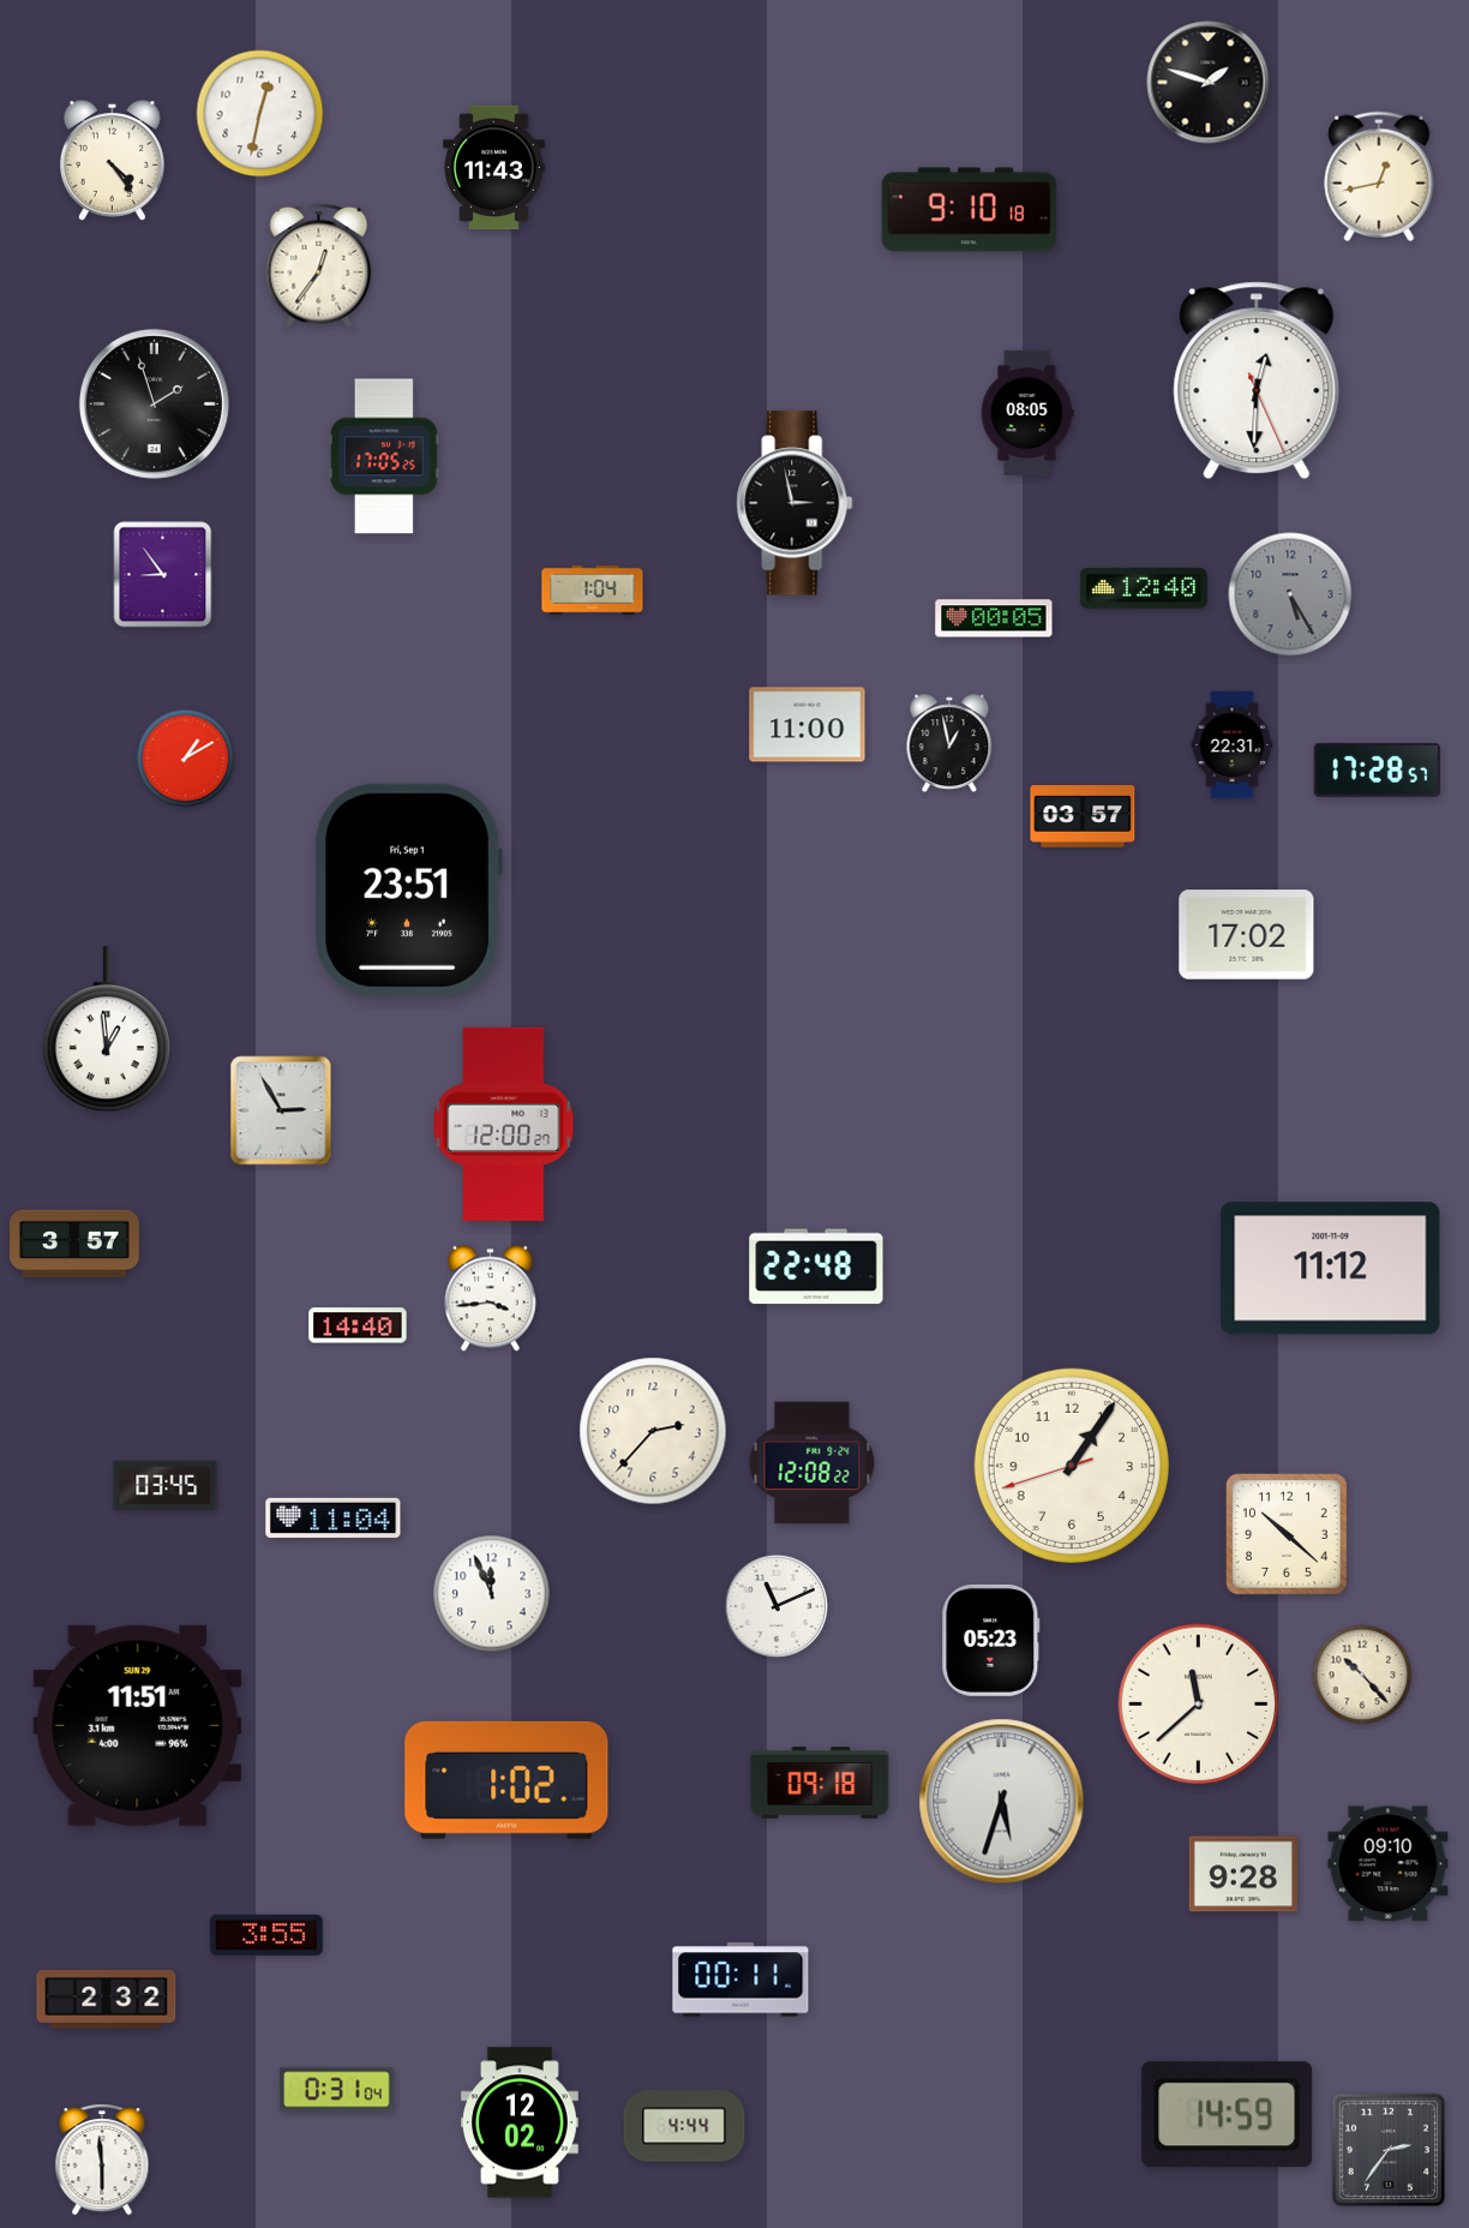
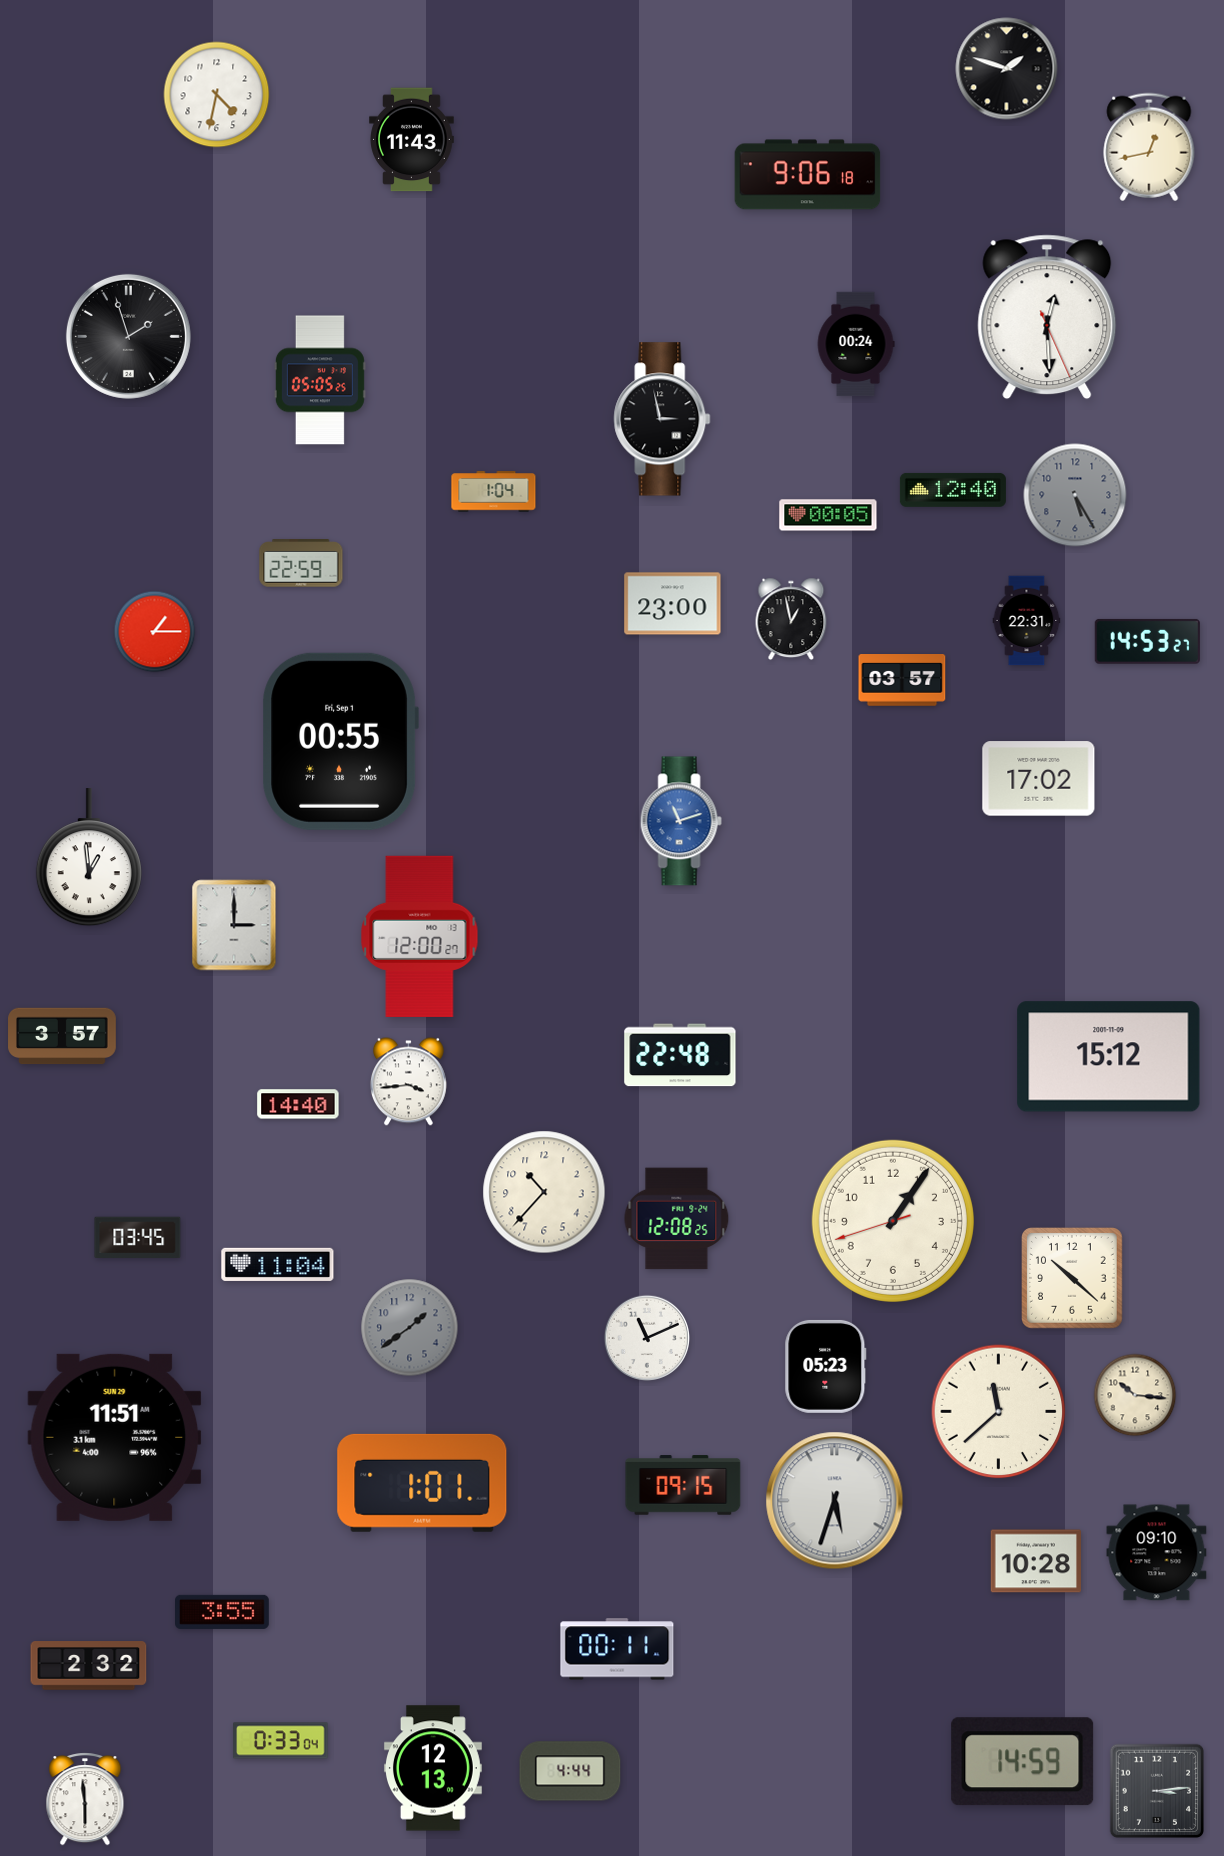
clock at (260, 114): 12:32 -> 4:32
clock at (112, 160): 4:24 -> none
clock at (970, 210): 9:10 -> 9:06
clock at (319, 265): 12:36 -> none
clock at (1257, 381): 12:30 -> 12:29
clock at (1027, 413): 08:05 -> 00:24
clock at (384, 456): 17:05 -> 05:05
clock at (163, 575): 8:54 -> none
clock at (301, 563): none -> 22:59
clock at (808, 725): 11:00 -> 23:00
clock at (186, 759): 1:10 -> 1:15
clock at (1377, 769): 17:28 -> 14:53
clock at (408, 890): 23:51 -> 00:55
clock at (681, 821): none -> 11:12
clock at (281, 1110): 2:55 -> 3:00
clock at (1331, 1269): 11:12 -> 15:12
clock at (653, 1431): 2:37 -> 10:37
clock at (813, 1463): 12:08:22 -> 12:08:25
clock at (492, 1594): 11:56 -> 1:39
clock at (492, 1594) dial: white -> grey
clock at (1362, 1675): 10:23 -> 10:16
clock at (1199, 1705) position: (1199, 1705) -> (999, 1412)
clock at (506, 1780): 1:02 -> 1:01
clock at (820, 1783): 09:18 -> 09:15
clock at (1242, 1874): 9:28 -> 10:28
clock at (337, 2090): 0:31 -> 0:33
clock at (520, 2122): 12:02 -> 12:13
clock at (1387, 2149): 2:36 -> 3:14
